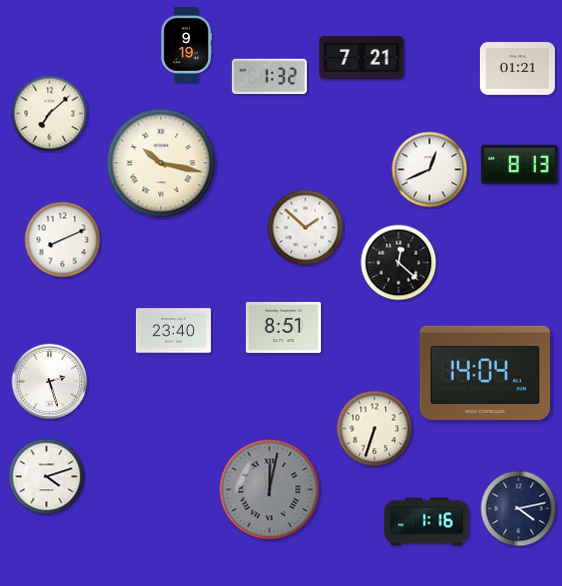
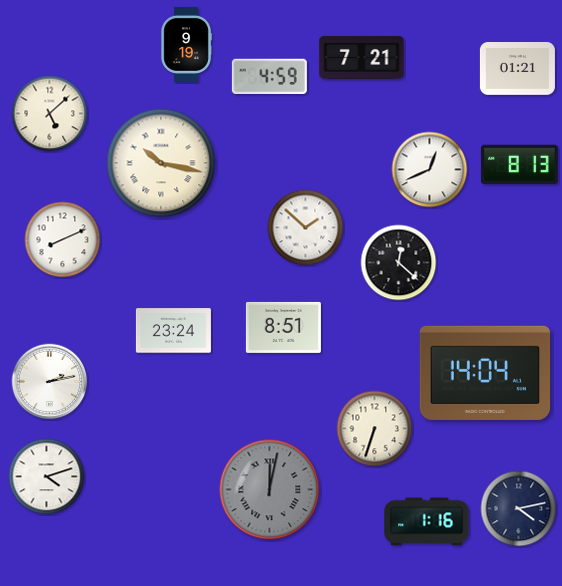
clock at (269, 76): 1:32 -> 4:59
clock at (50, 114): 7:08 -> 5:08
clock at (173, 331): 23:40 -> 23:24
clock at (50, 382): 2:27 -> 2:13
